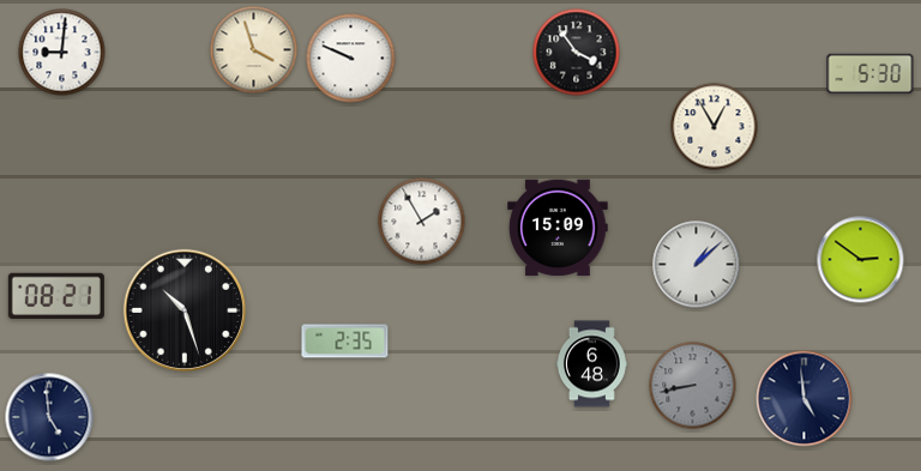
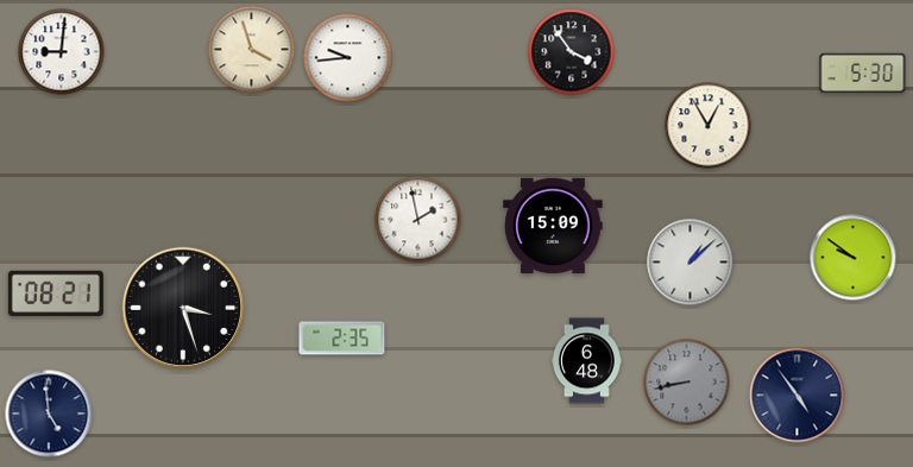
clock at (351, 59): 9:49 -> 9:44
clock at (422, 222): 1:55 -> 1:58
clock at (861, 260): 2:51 -> 9:51
clock at (183, 309): 10:27 -> 3:27
clock at (805, 399): 4:59 -> 4:54
